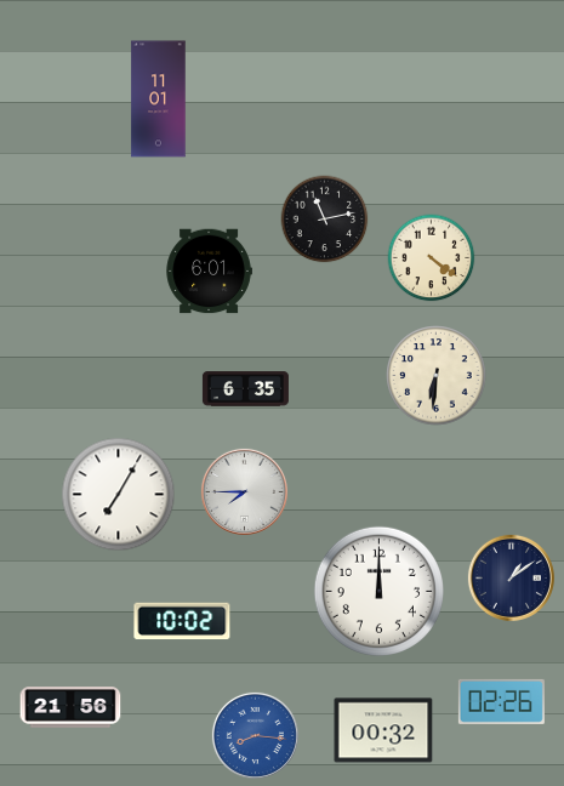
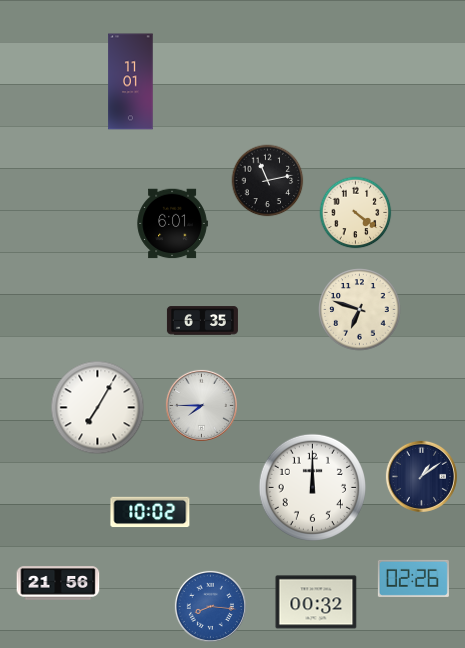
clock at (437, 376): 6:31 -> 6:48
